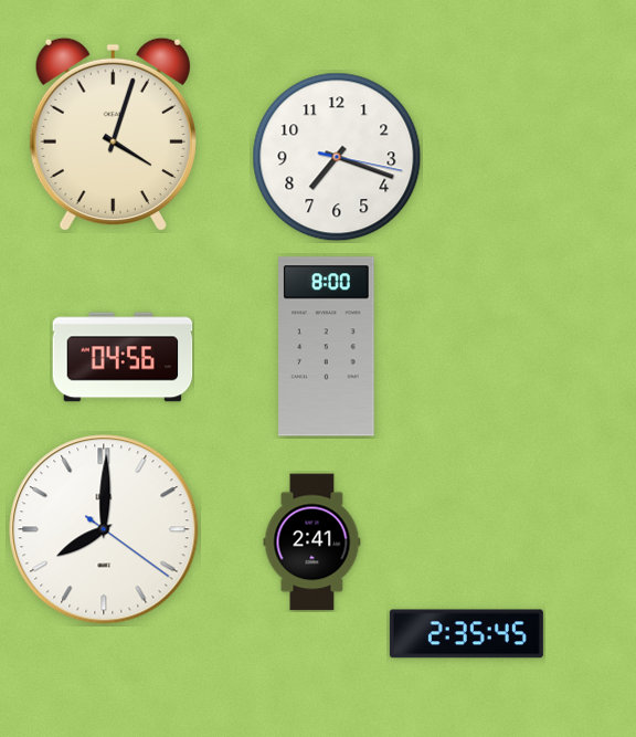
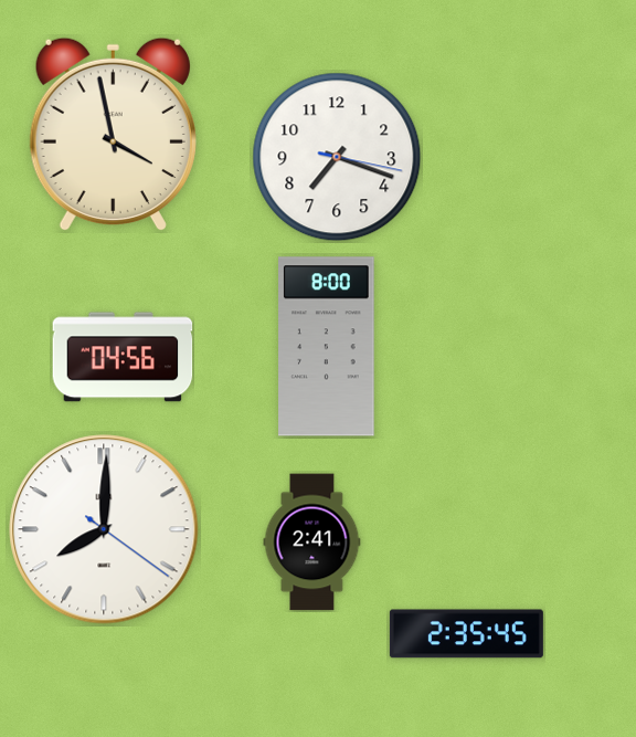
clock at (113, 135): 4:03 -> 3:58
